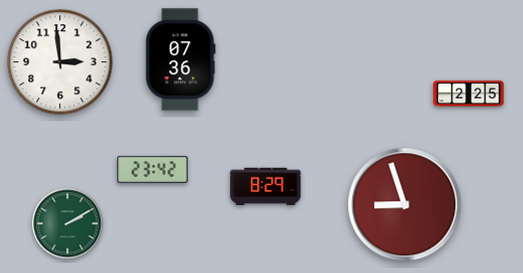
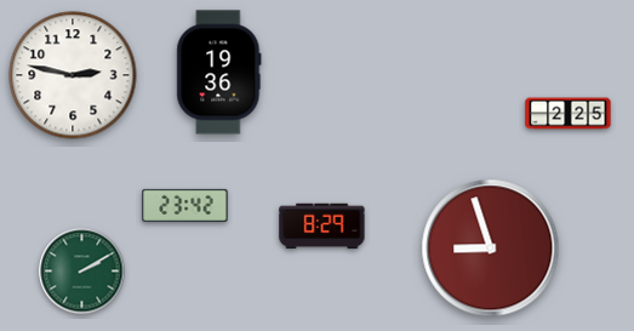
clock at (181, 60): 07:36 -> 19:36
clock at (60, 62): 2:59 -> 2:47
